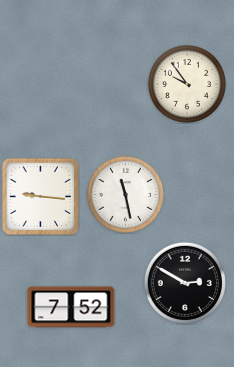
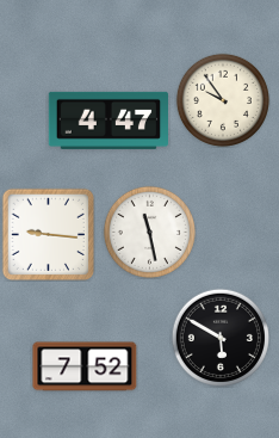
clock at (107, 121): none -> 4:47
clock at (184, 282): 2:50 -> 5:50
